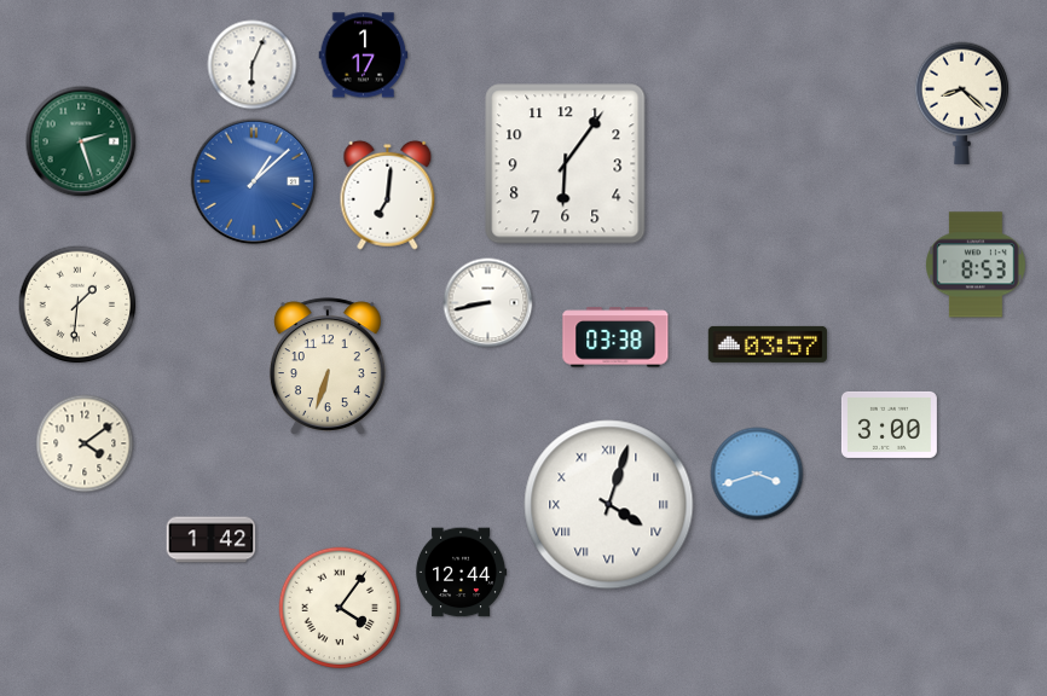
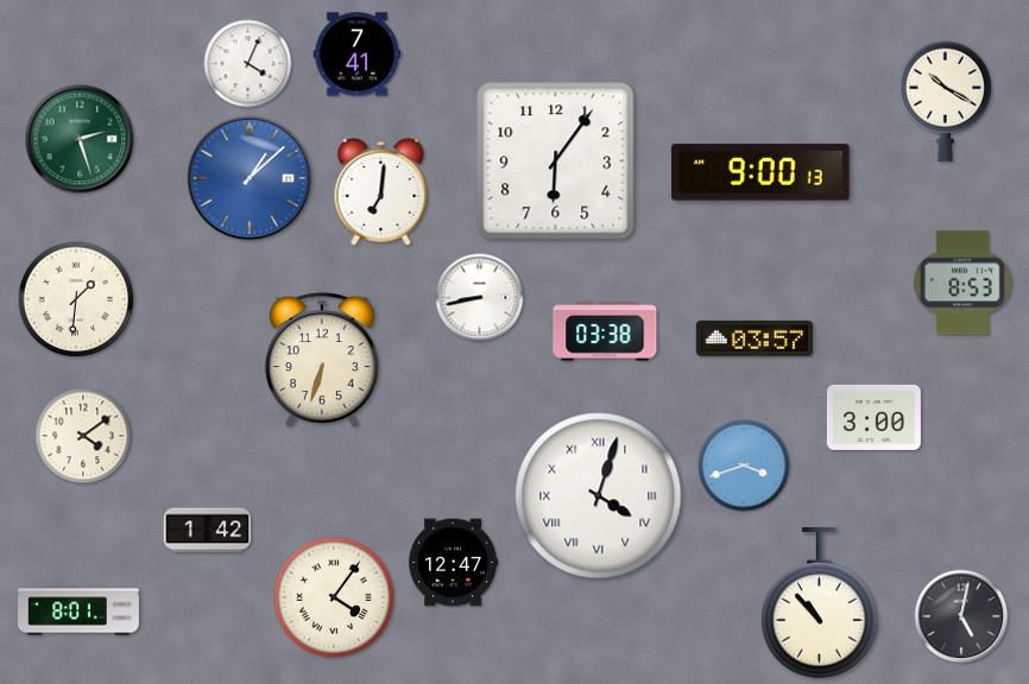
clock at (364, 56): 1:17 -> 7:41
clock at (253, 65): 6:04 -> 4:04
clock at (961, 103): 8:22 -> 10:20
clock at (760, 172): none -> 9:00
clock at (977, 265) position: (977, 265) -> (964, 283)
clock at (461, 573): 12:44 -> 12:47
clock at (820, 603): none -> 10:53
clock at (80, 610): none -> 8:01
clock at (961, 616): none -> 5:02
